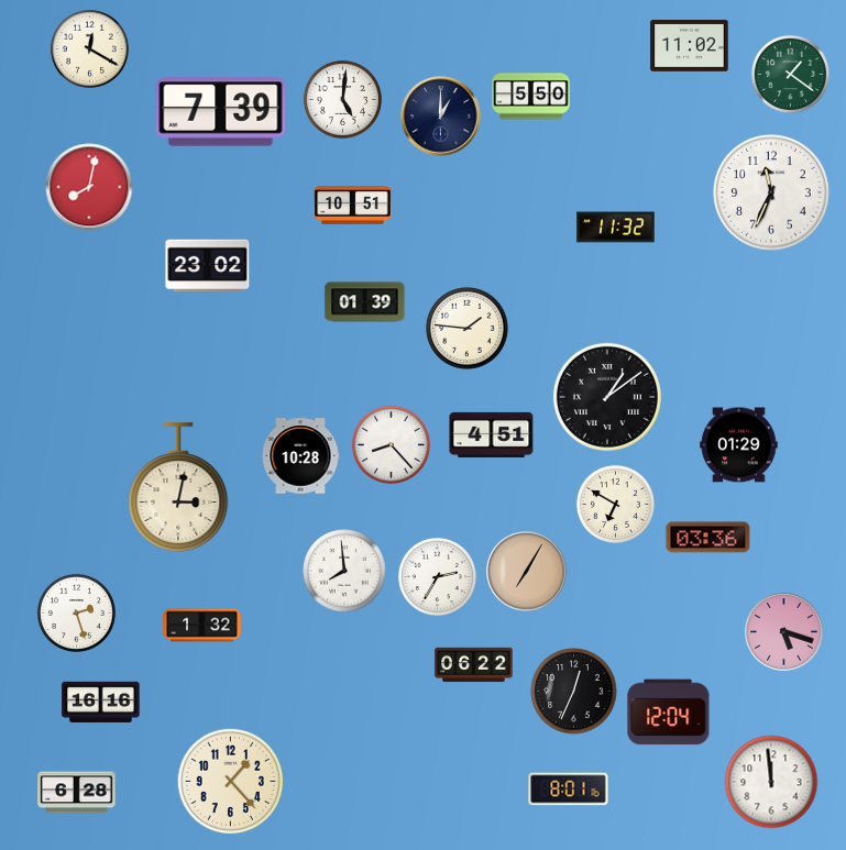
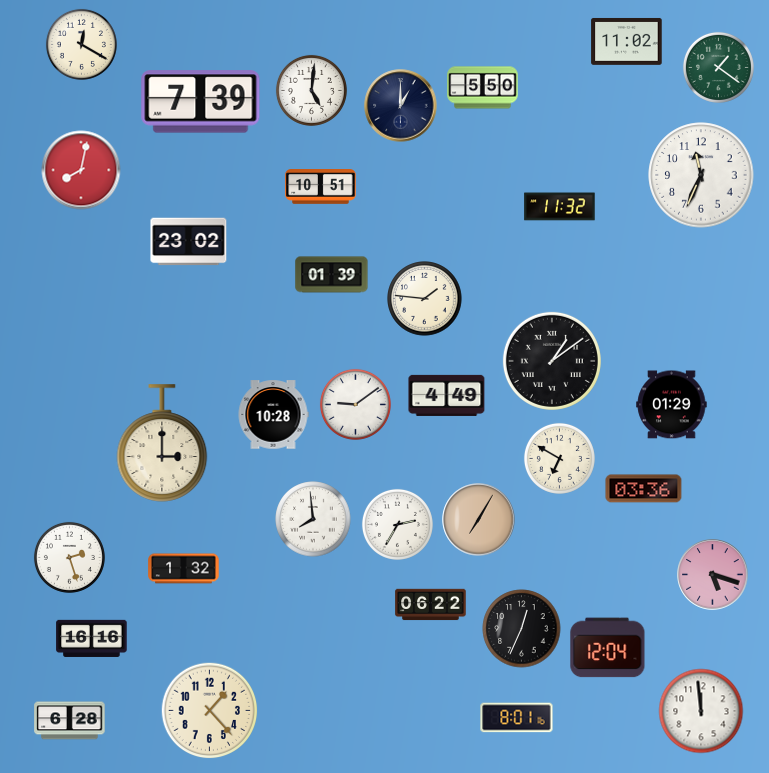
clock at (492, 434): 4:51 -> 4:49
clock at (391, 444): 8:23 -> 9:09
clock at (178, 487): 3:02 -> 3:00
